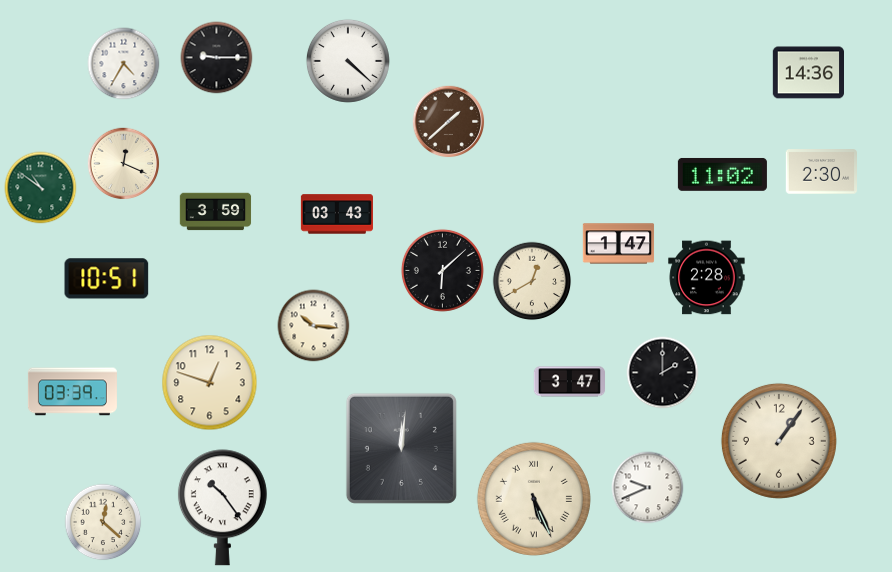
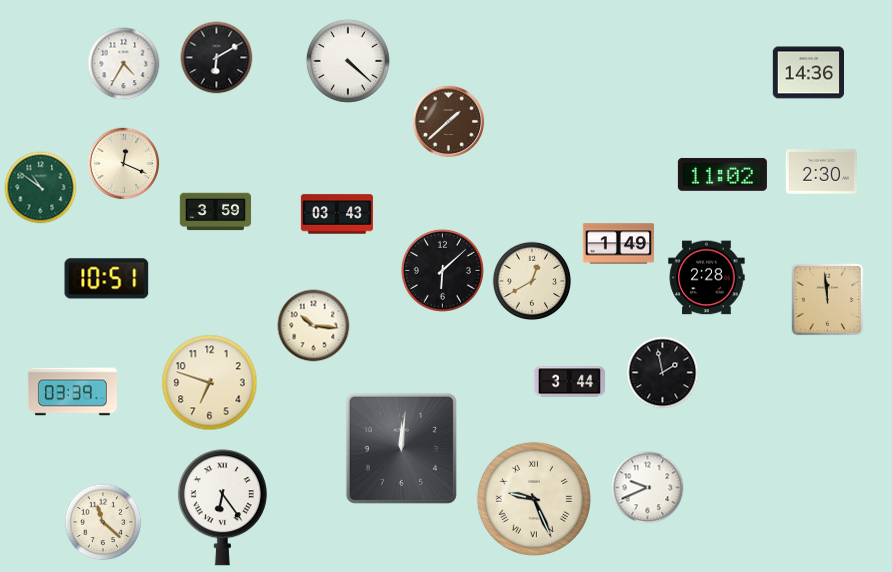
clock at (217, 58): 9:15 -> 6:10
clock at (619, 244): 1:47 -> 1:49
clock at (828, 300): none -> 11:59
clock at (663, 373): 2:00 -> 1:58
clock at (570, 382): 3:47 -> 3:44
clock at (210, 383): 12:48 -> 6:48
clock at (779, 441): 1:06 -> none
clock at (534, 499): 5:26 -> 9:26
clock at (222, 508): 10:24 -> 6:24
clock at (103, 522): 12:22 -> 11:22
